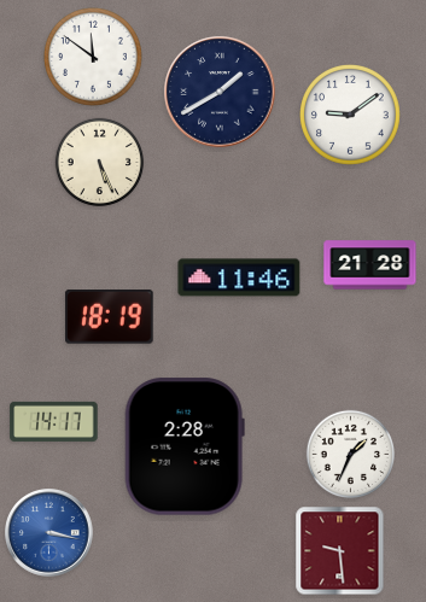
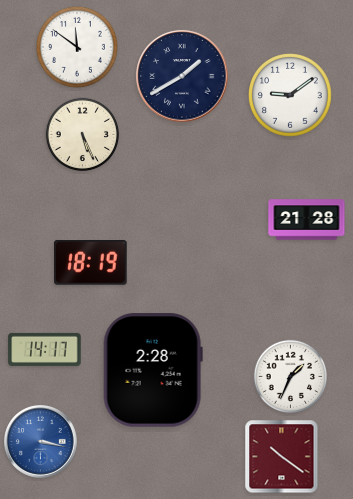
clock at (239, 277): 11:46 -> none
clock at (340, 551): 9:29 -> 10:21
